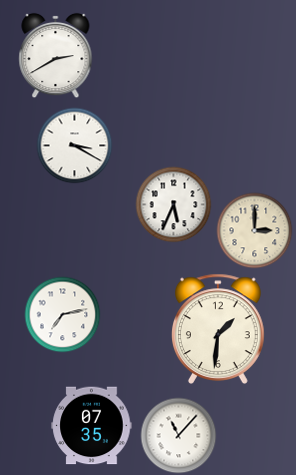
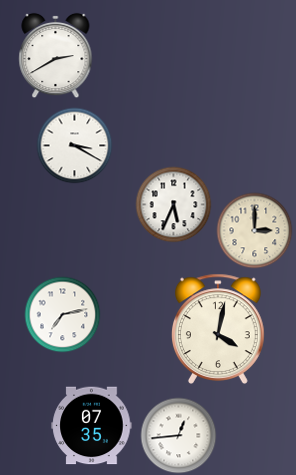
clock at (219, 329): 1:31 -> 4:02
clock at (179, 436): 11:07 -> 12:44
